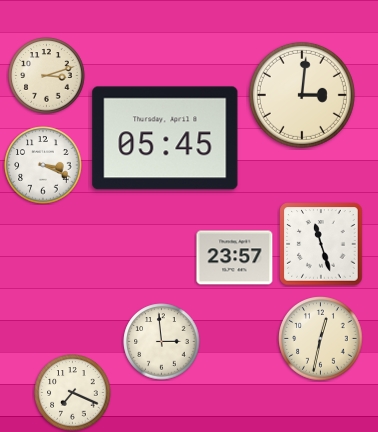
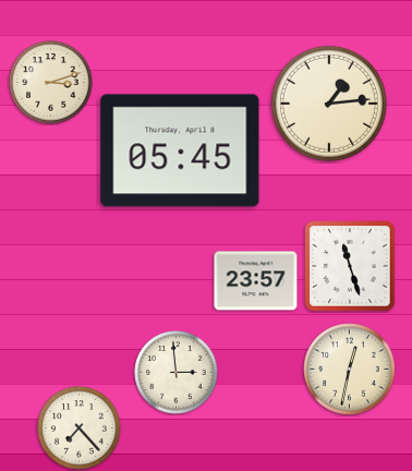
clock at (302, 95): 3:01 -> 1:14
clock at (43, 165): 3:19 -> none
clock at (73, 393): 7:19 -> 7:23
